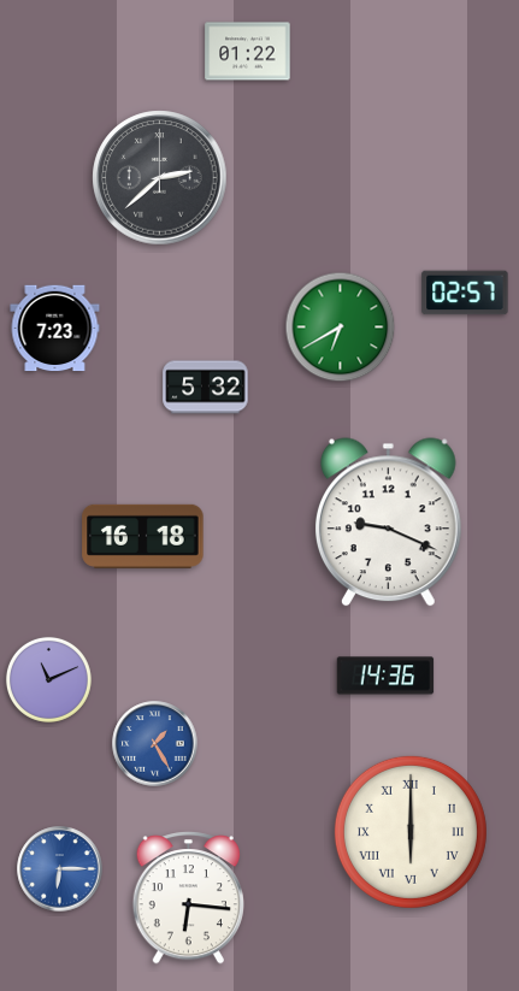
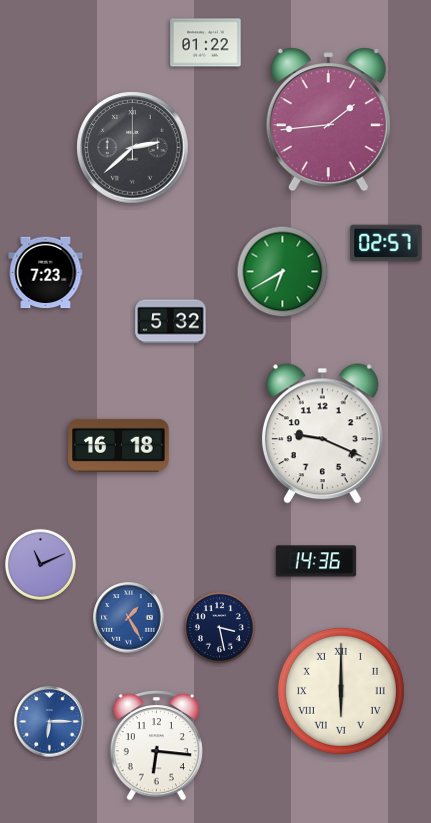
clock at (328, 120): none -> 1:44
clock at (385, 676) position: (385, 676) -> (316, 561)
clock at (219, 627): none -> 3:28
